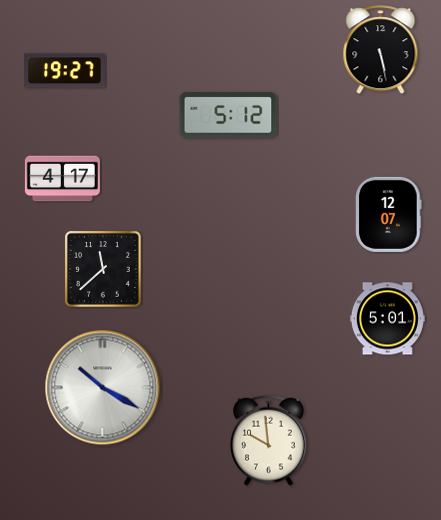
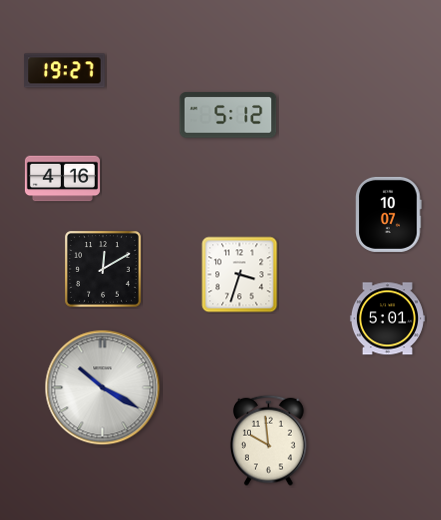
clock at (381, 50): 5:28 -> none
clock at (62, 179): 4:17 -> 4:16
clock at (389, 214): 12:07 -> 10:07
clock at (103, 269): 11:38 -> 12:10
clock at (240, 275): none -> 3:33
